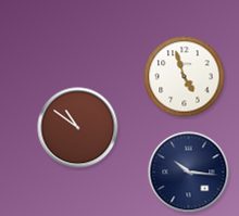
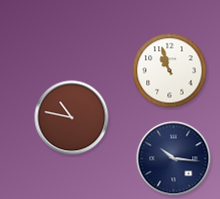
clock at (185, 77): 4:57 -> 10:57
clock at (78, 128): 10:51 -> 10:47
